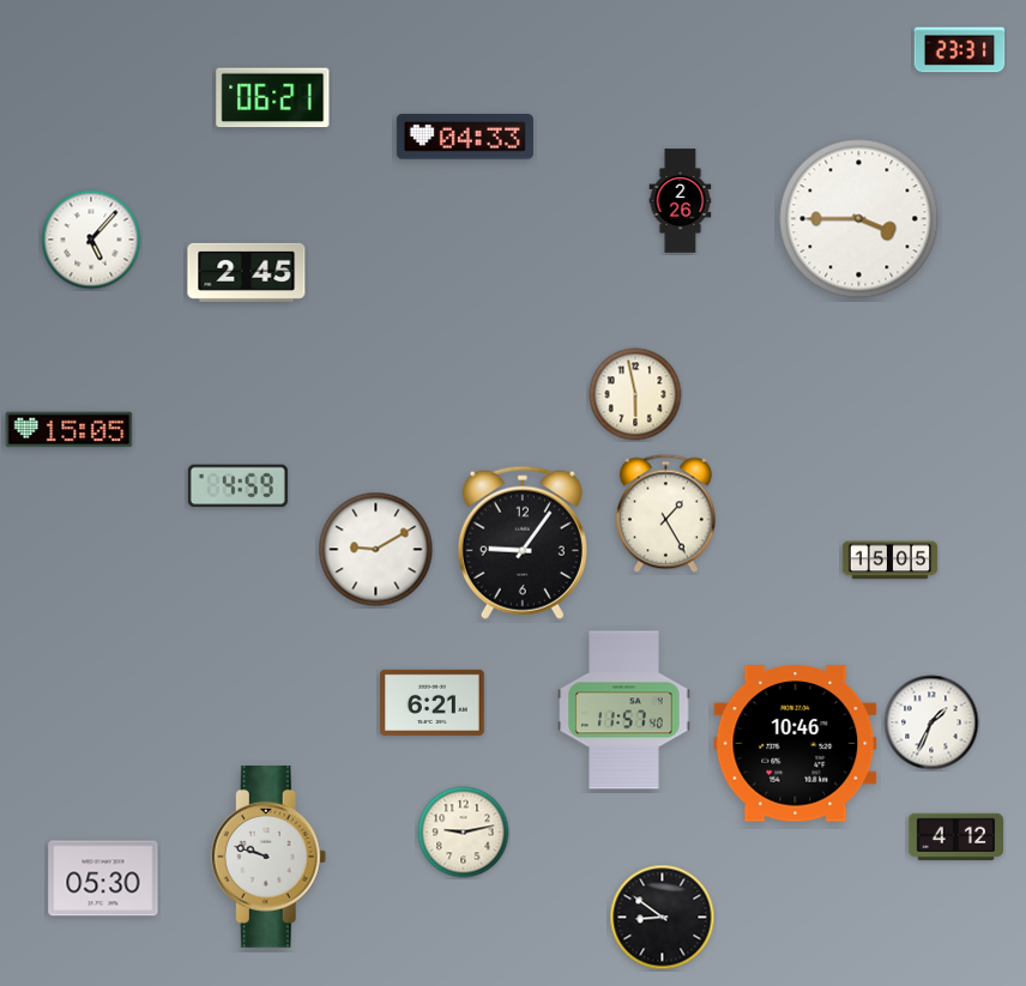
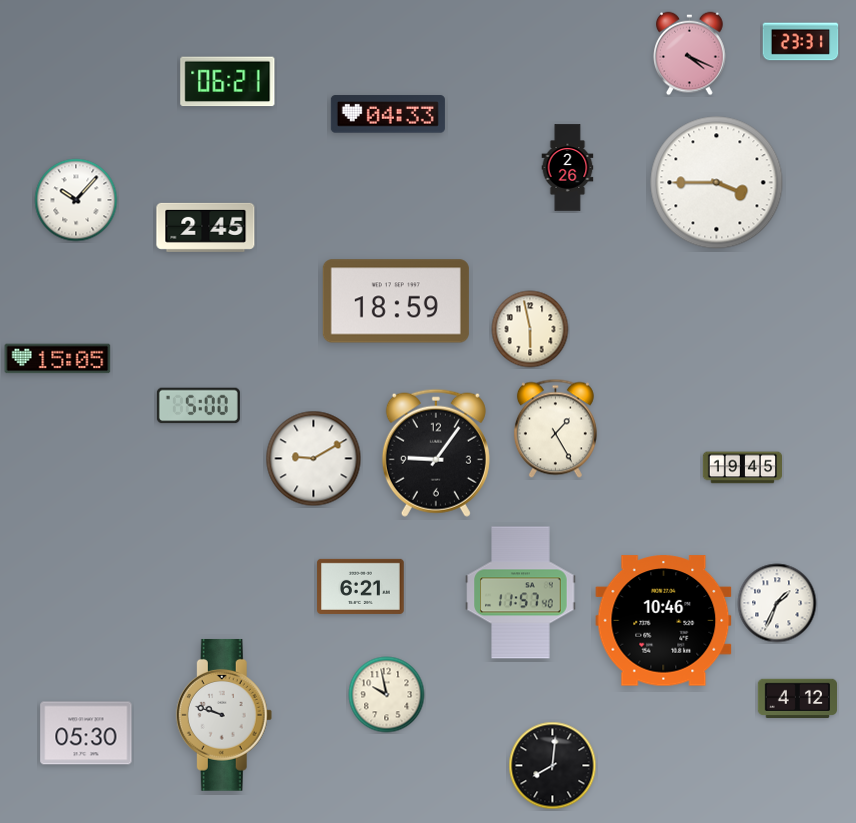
clock at (690, 54): none -> 4:19
clock at (91, 240): 5:07 -> 10:07
clock at (396, 301): none -> 18:59
clock at (237, 486): 4:59 -> 5:00
clock at (889, 561): 15:05 -> 19:45
clock at (464, 833): 9:13 -> 9:58
clock at (663, 918): 8:51 -> 8:01
